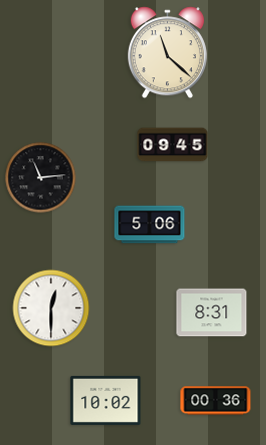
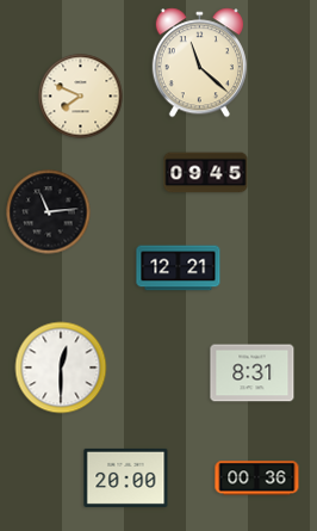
clock at (81, 97): none -> 7:49
clock at (150, 225): 5:06 -> 12:21
clock at (106, 400): 10:02 -> 20:00
